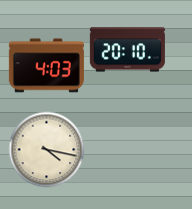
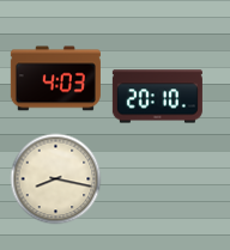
clock at (127, 50) position: (127, 50) -> (157, 97)
clock at (47, 150): 4:17 -> 8:17
